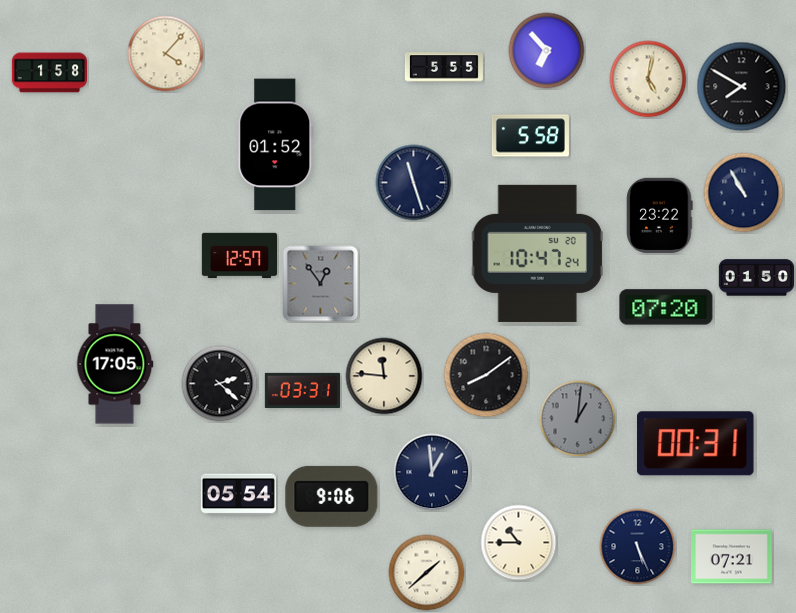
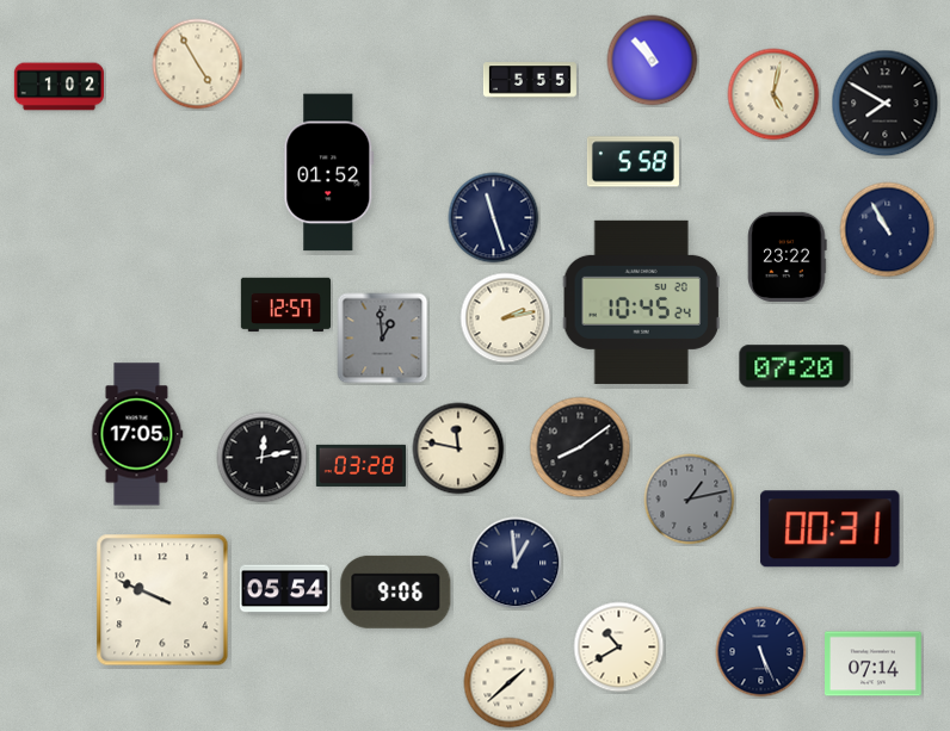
clock at (547, 51): 6:53 -> 10:53
clock at (166, 54): 4:07 -> 4:55
clock at (50, 73): 1:58 -> 1:02
clock at (537, 253): 10:47 -> 10:45
clock at (506, 318): none -> 2:13
clock at (756, 278): 01:50 -> none
clock at (321, 284): 12:54 -> 12:59
clock at (384, 376): 11:46 -> 11:47
clock at (220, 384): 2:22 -> 12:13
clock at (302, 390): 03:31 -> 03:28
clock at (578, 419): 1:01 -> 1:13
clock at (162, 600): none -> 9:49
clock at (519, 543): 10:45 -> 10:40
clock at (732, 557): 07:21 -> 07:14
